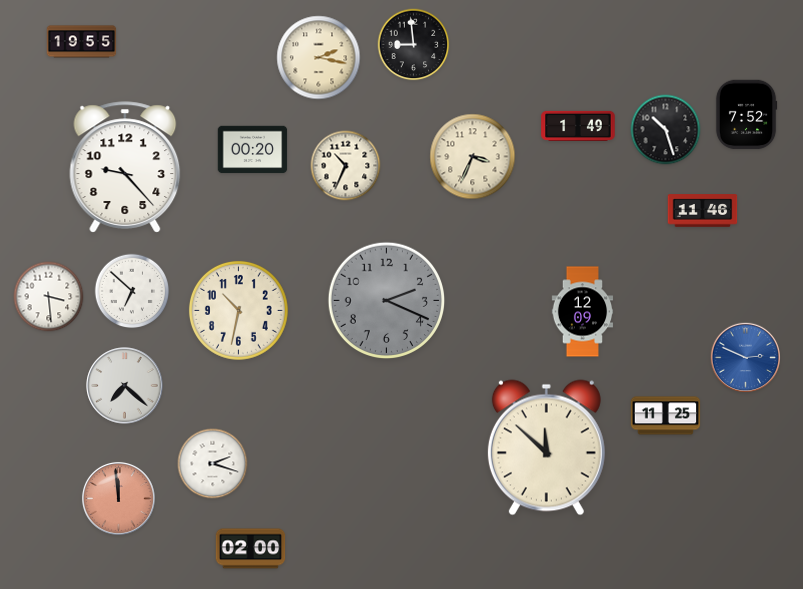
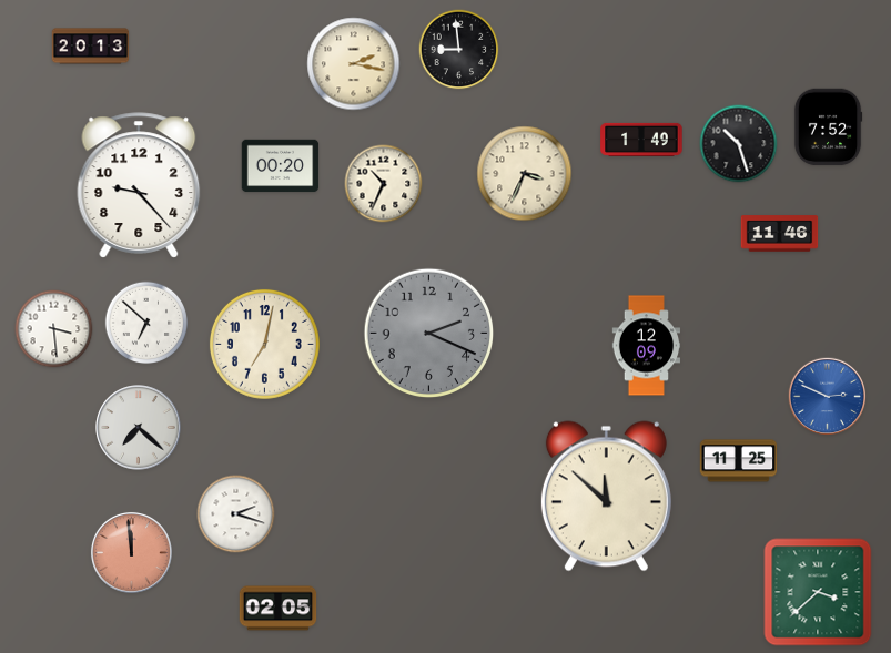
clock at (82, 42): 19:55 -> 20:13
clock at (238, 310): 10:32 -> 7:02
clock at (818, 592): none -> 3:38
clock at (251, 549): 02:00 -> 02:05
